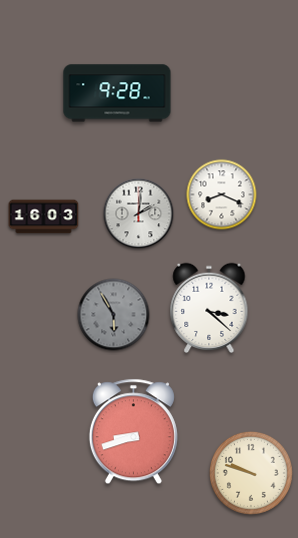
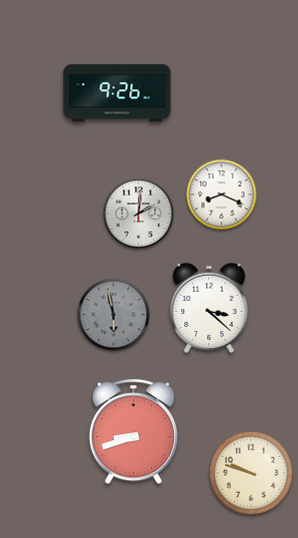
clock at (117, 93): 9:28 -> 9:26
clock at (44, 217): 16:03 -> none
clock at (114, 315): 5:55 -> 5:58
